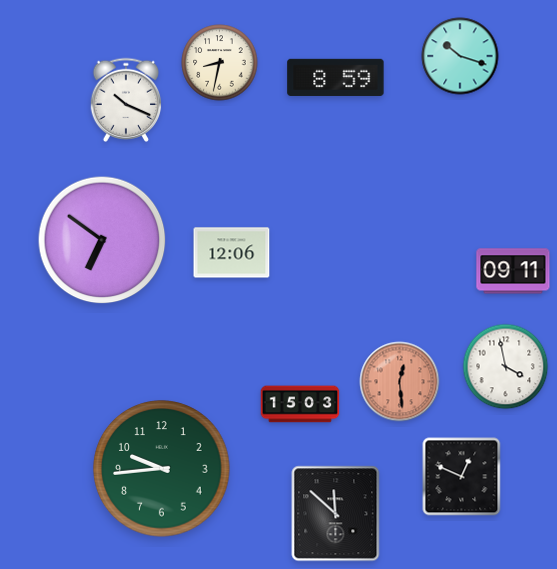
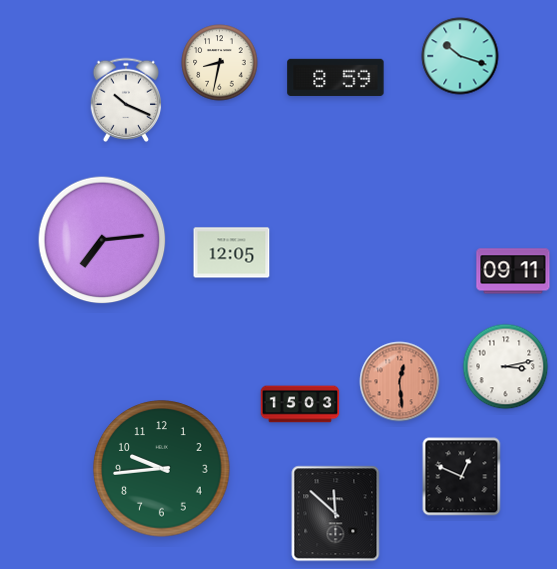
clock at (102, 240): 6:51 -> 7:14
clock at (232, 253): 12:06 -> 12:05
clock at (506, 367): 3:58 -> 3:13
